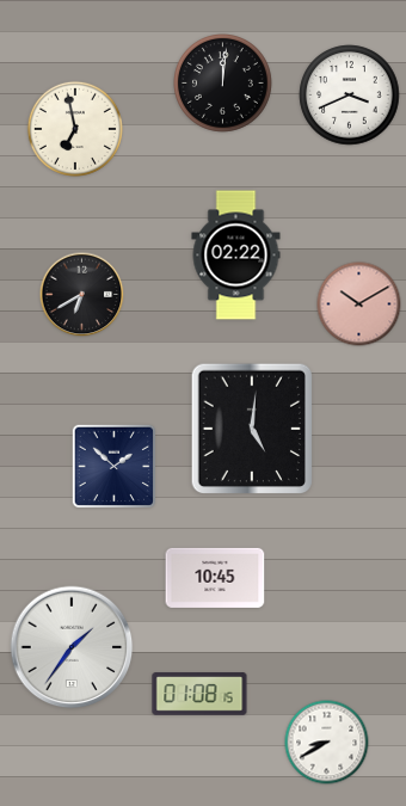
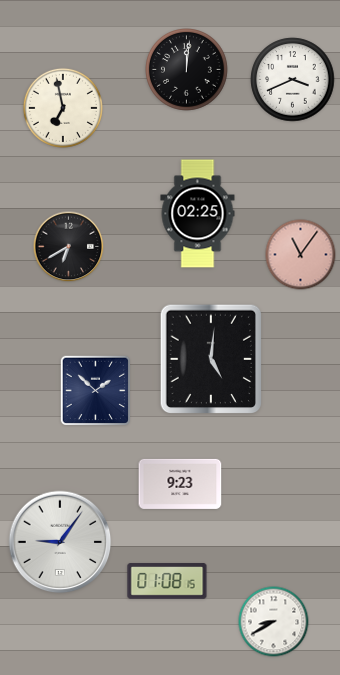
clock at (236, 256): 02:22 -> 02:25
clock at (359, 304): 10:10 -> 11:06
clock at (215, 578): 10:45 -> 9:23
clock at (72, 647): 1:36 -> 9:06
